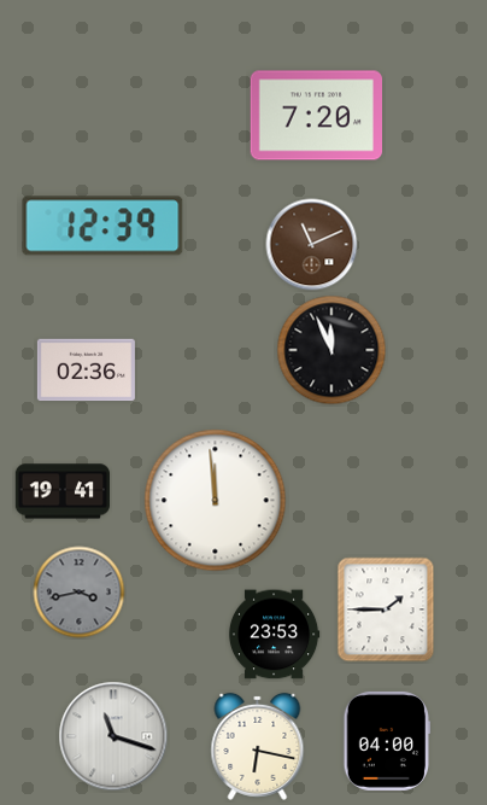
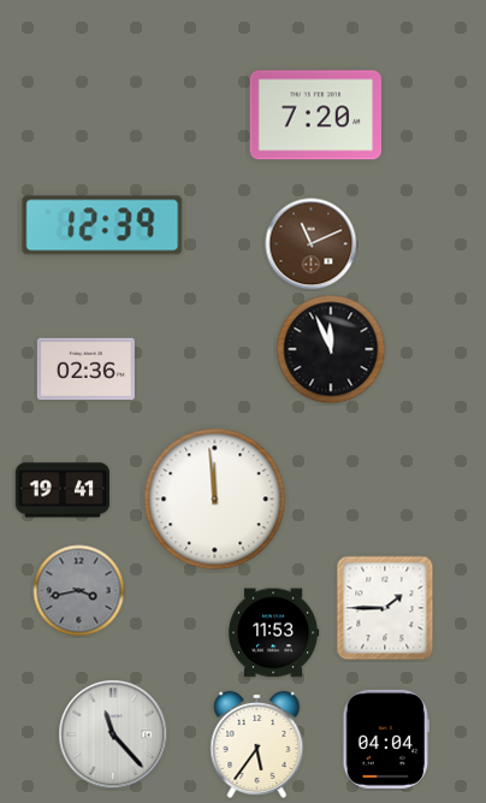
clock at (274, 635): 23:53 -> 11:53
clock at (113, 736): 11:18 -> 11:23
clock at (386, 741): 04:00 -> 04:04
clock at (258, 746): 6:17 -> 5:36
